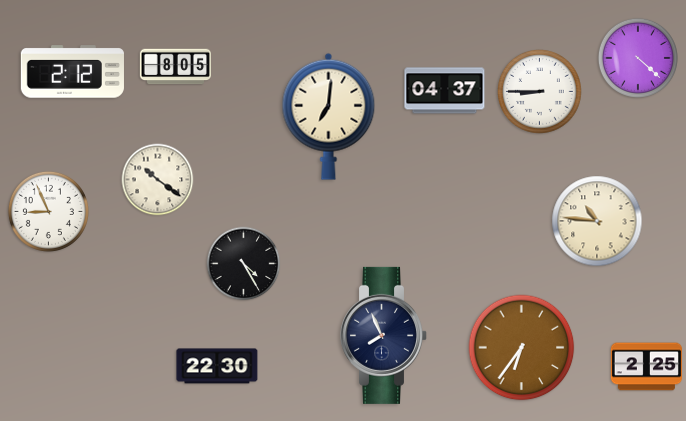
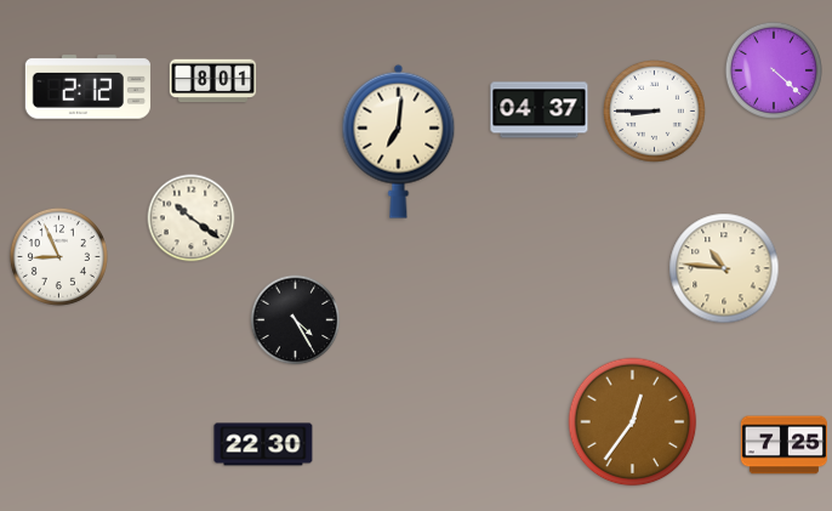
clock at (175, 67): 8:05 -> 8:01
clock at (384, 335): 7:56 -> none
clock at (522, 348): 6:36 -> 12:36
clock at (646, 367): 2:25 -> 7:25
